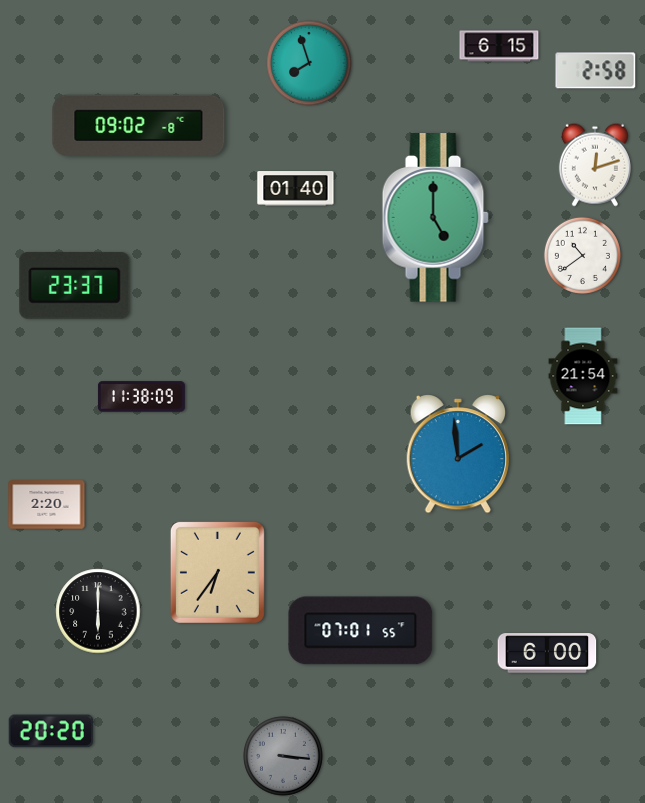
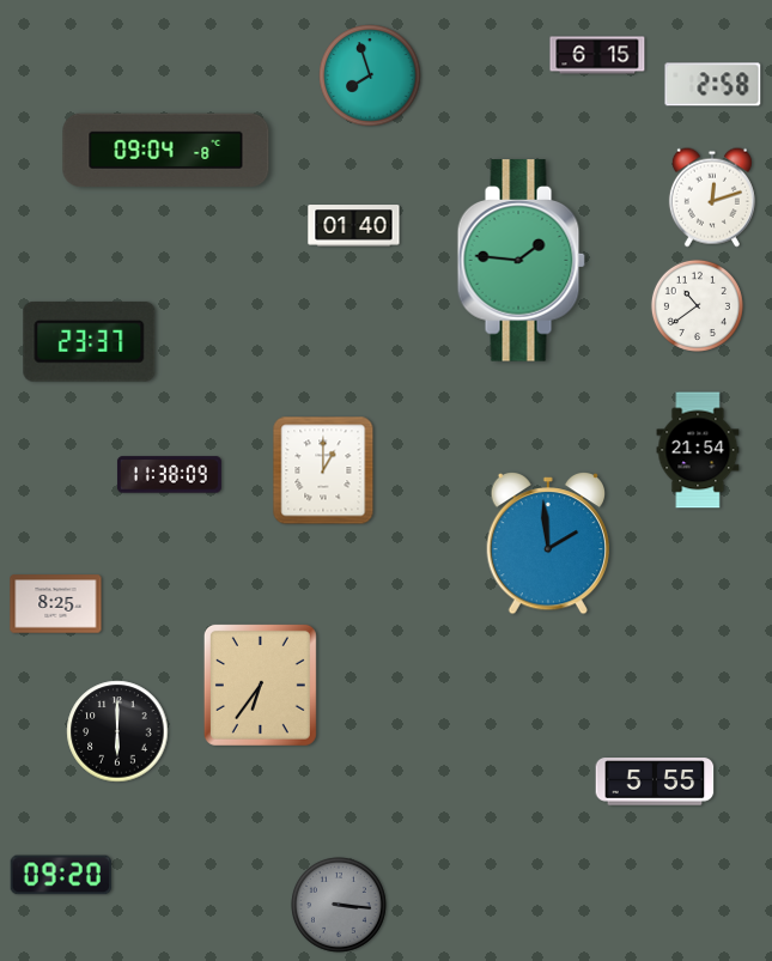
clock at (139, 125): 09:02 -> 09:04
clock at (435, 218): 5:00 -> 1:46
clock at (323, 470): none -> 1:00
clock at (47, 505): 2:20 -> 8:25
clock at (361, 631): 07:01 -> none
clock at (547, 653): 6:00 -> 5:55
clock at (50, 731): 20:20 -> 09:20
